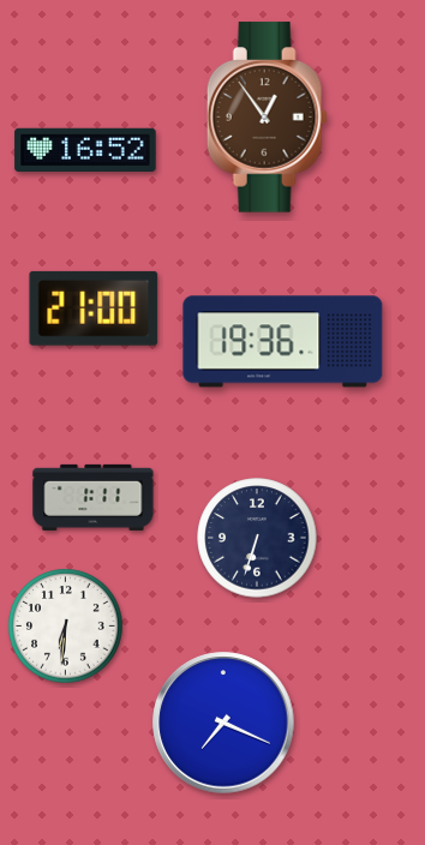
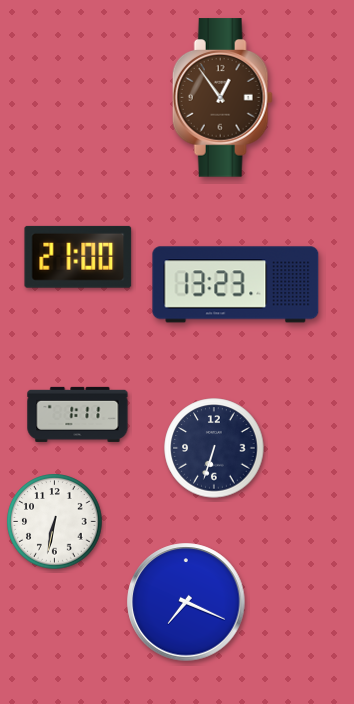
clock at (85, 150): 16:52 -> none
clock at (283, 342): 19:36 -> 13:23
clock at (66, 627): 6:31 -> 6:32
